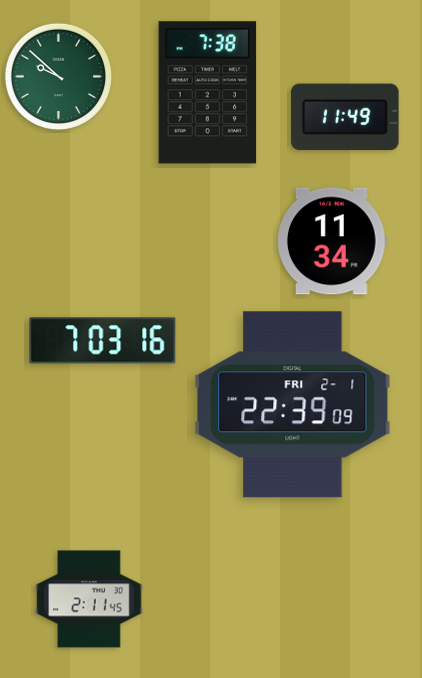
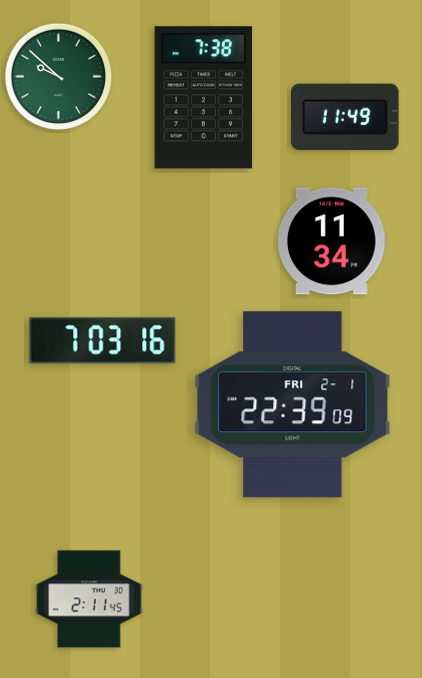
clock at (208, 93) position: (208, 93) -> (204, 98)
